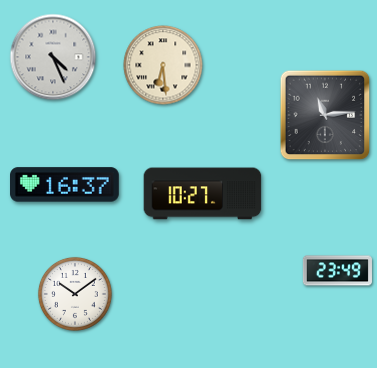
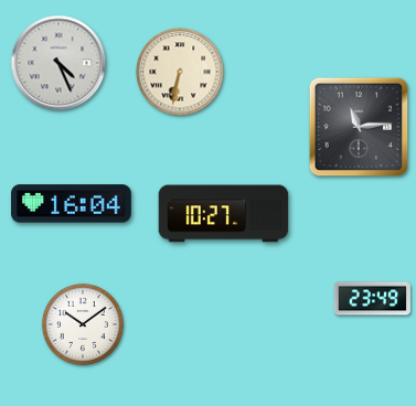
clock at (163, 65): 6:29 -> 6:32
clock at (65, 185): 16:37 -> 16:04
